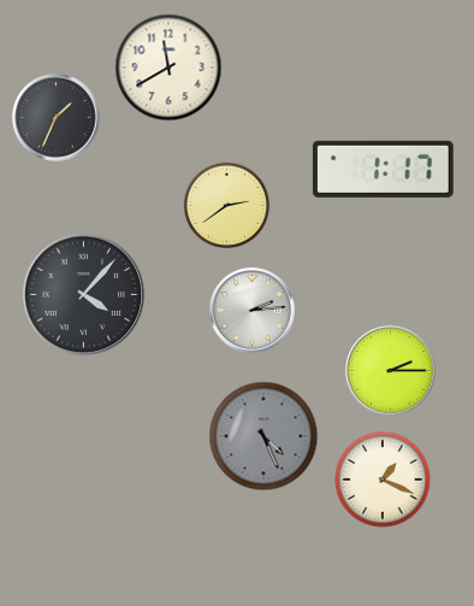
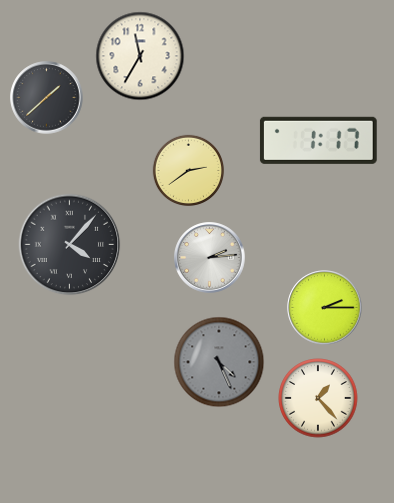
clock at (168, 67): 11:40 -> 11:35
clock at (57, 118): 1:34 -> 1:38
clock at (383, 479): 1:19 -> 1:23
